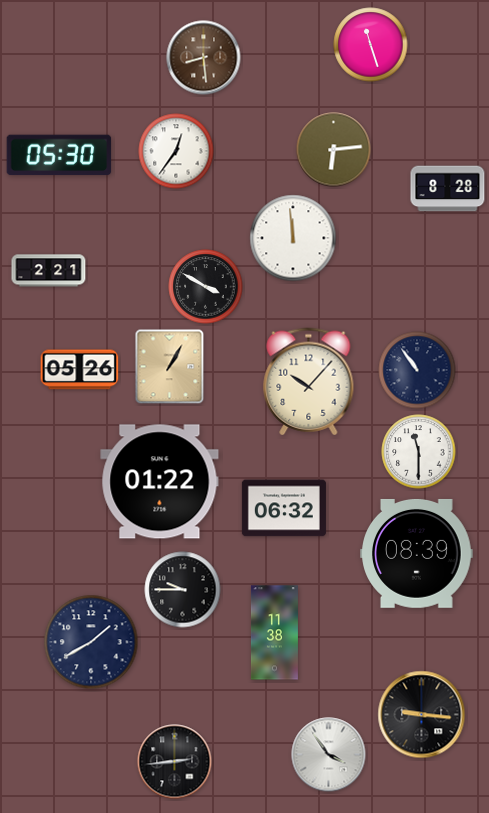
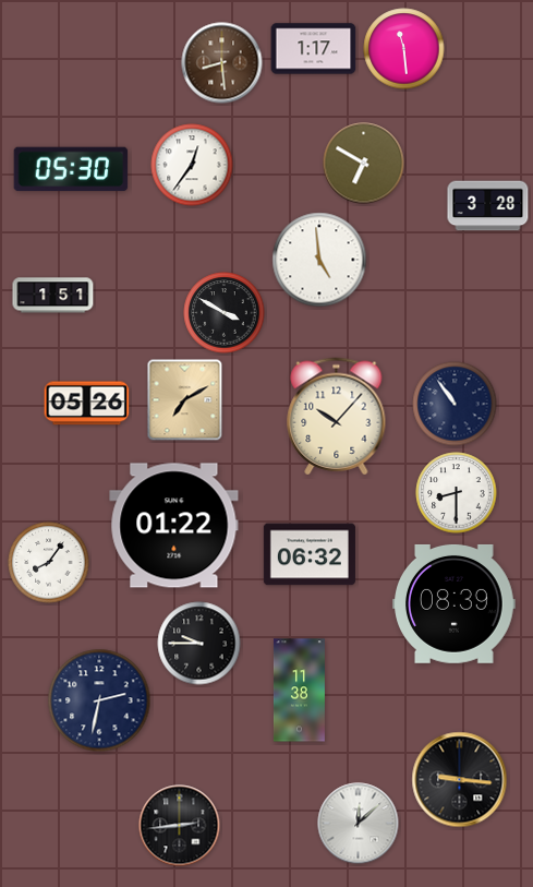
clock at (314, 49): none -> 1:17
clock at (371, 45): 11:27 -> 11:29
clock at (334, 150): 6:14 -> 6:50
clock at (59, 155) position: (59, 155) -> (71, 169)
clock at (448, 189): 8:28 -> 3:28
clock at (293, 238): 11:59 -> 4:59
clock at (49, 271): 2:21 -> 1:51
clock at (170, 367): 1:05 -> 7:10
clock at (419, 452): 11:30 -> 8:30
clock at (49, 563): none -> 8:06
clock at (91, 642): 1:40 -> 2:32
clock at (329, 755): 3:54 -> 12:08
clock at (175, 762) position: (175, 762) -> (180, 826)
